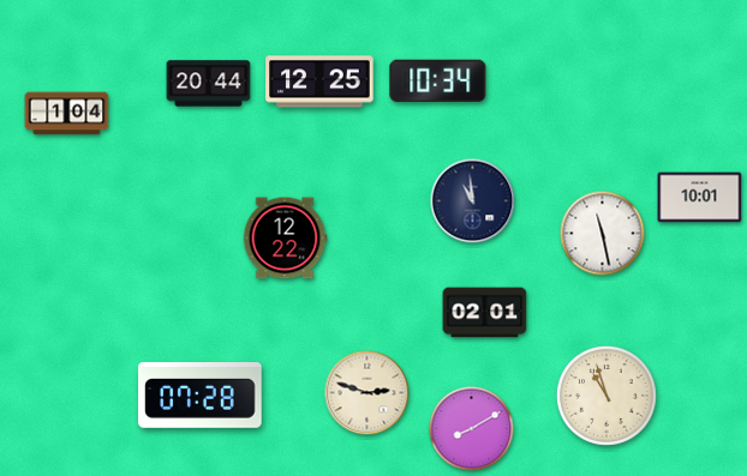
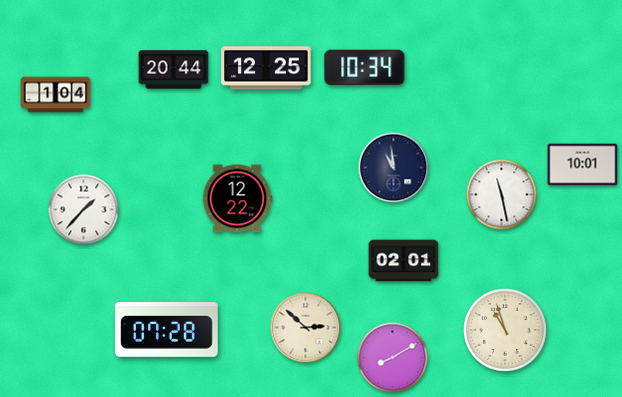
clock at (84, 210): none -> 1:37
clock at (367, 393): 2:48 -> 2:52
